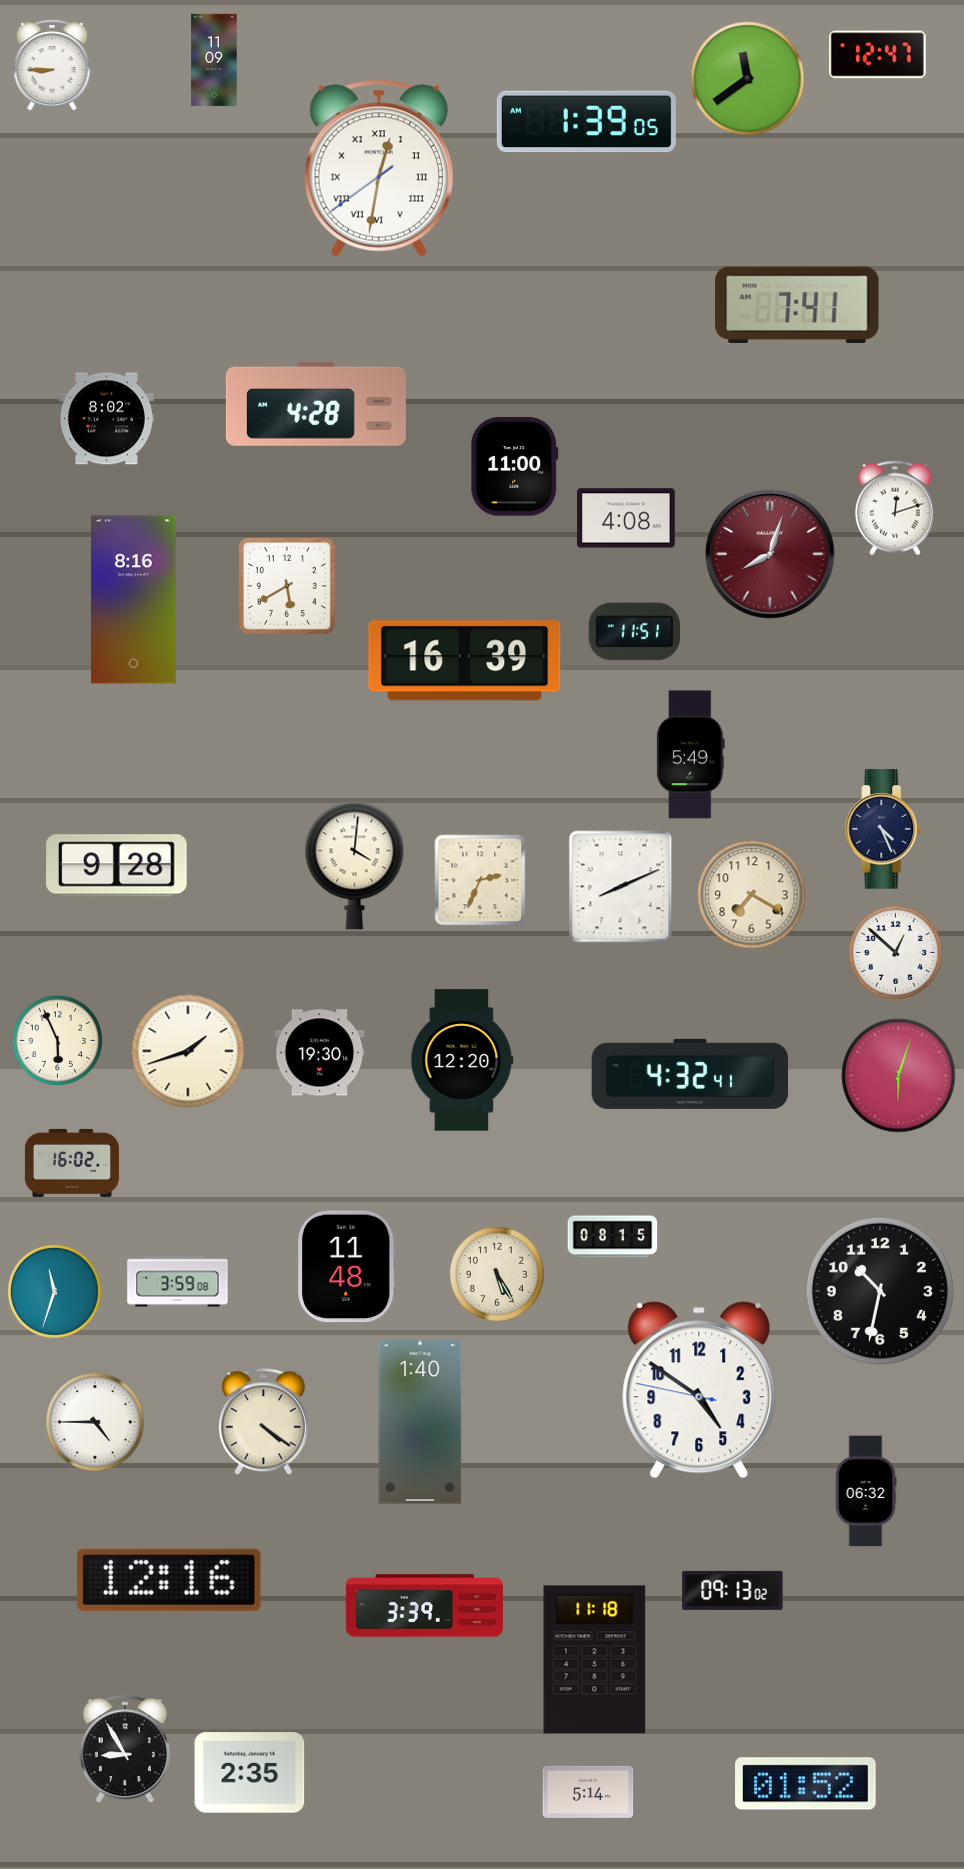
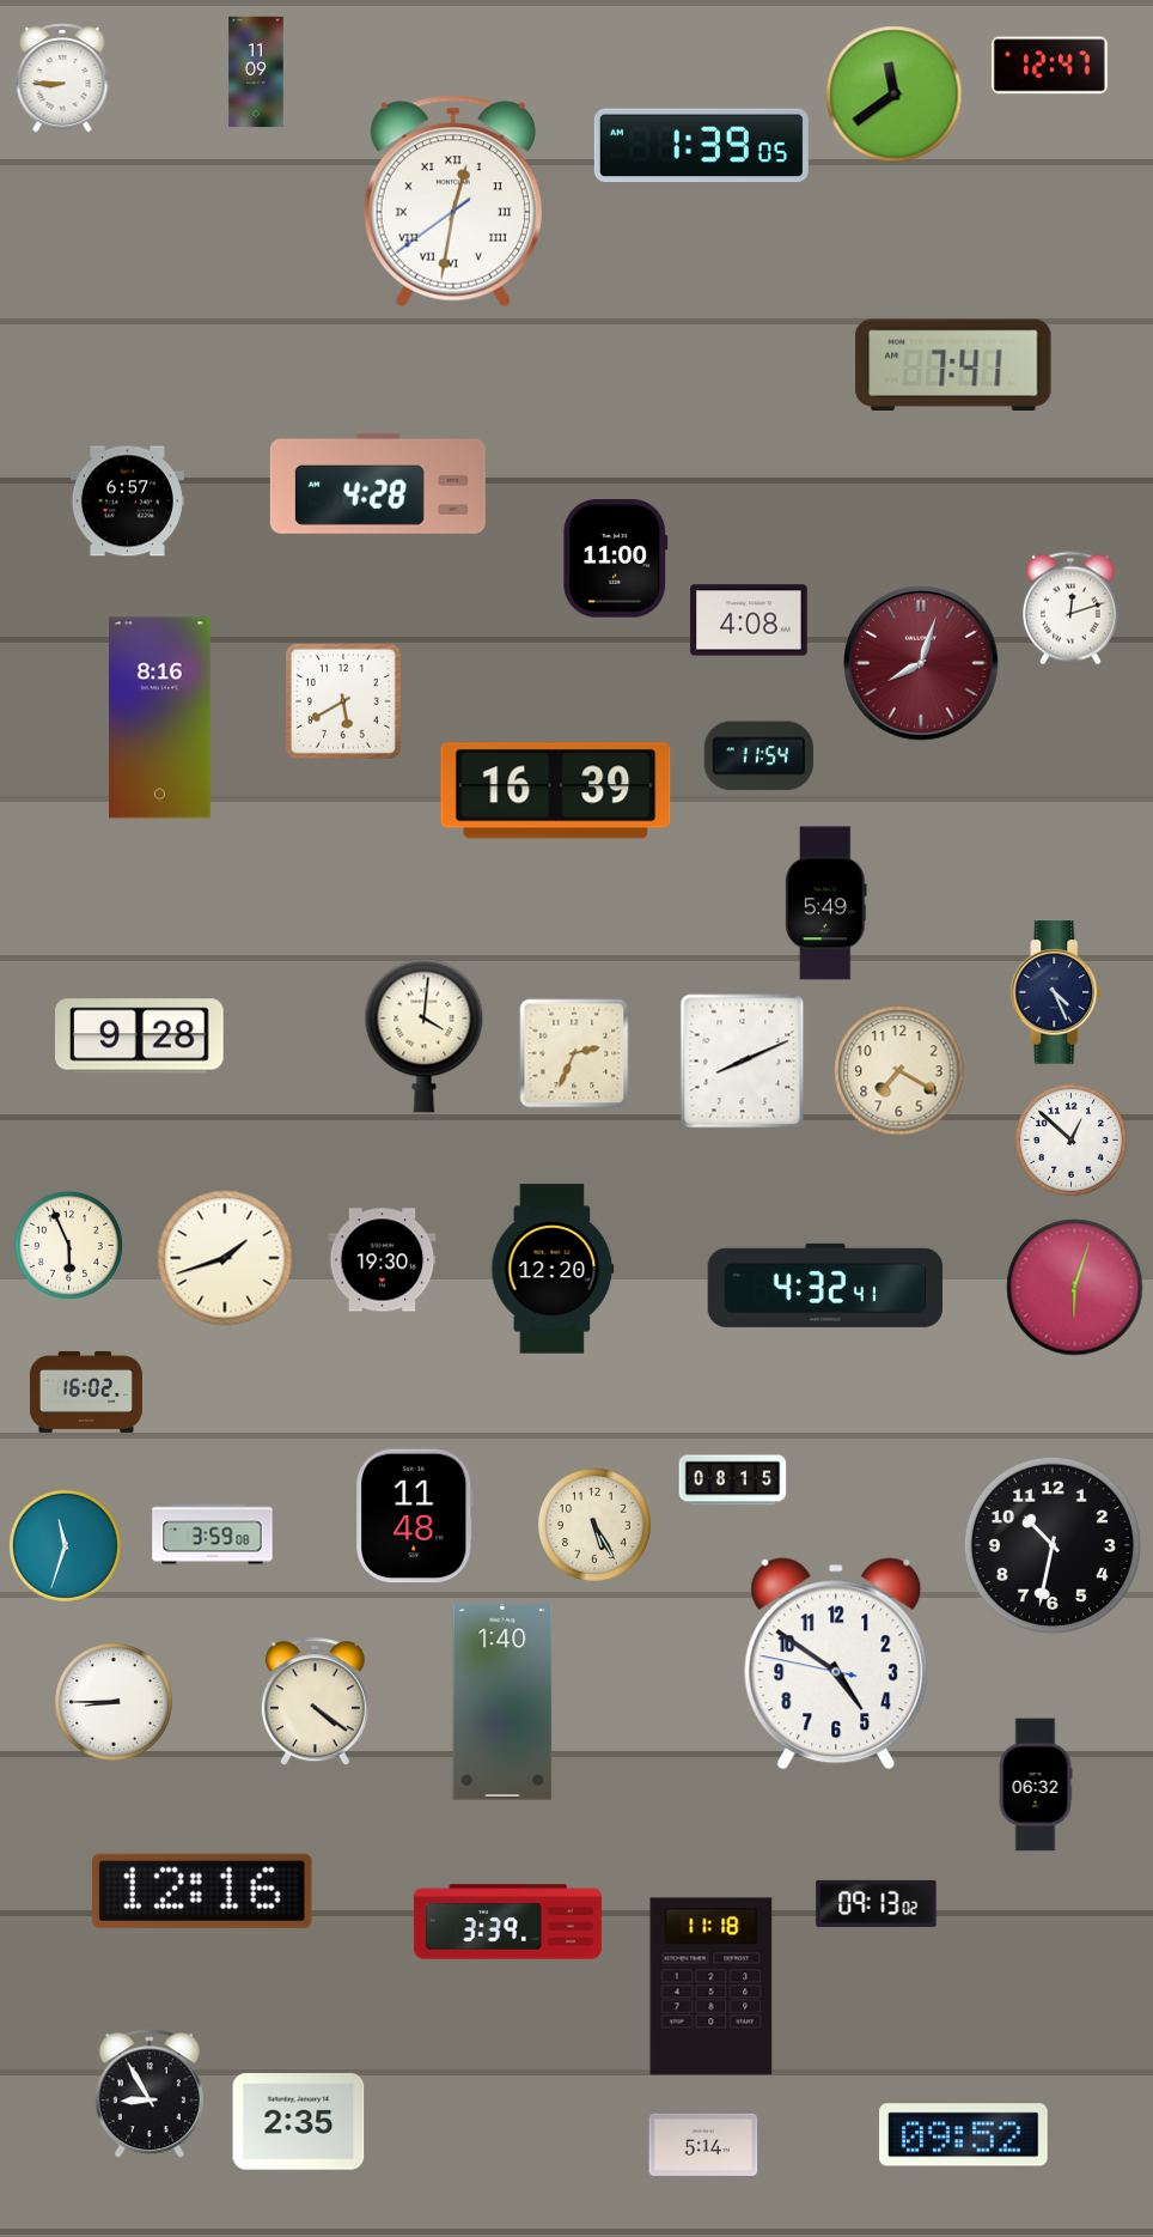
clock at (106, 419): 8:02 -> 6:57
clock at (634, 632): 11:51 -> 11:54
clock at (96, 1423): 4:45 -> 8:45
clock at (806, 1784): 01:52 -> 09:52
